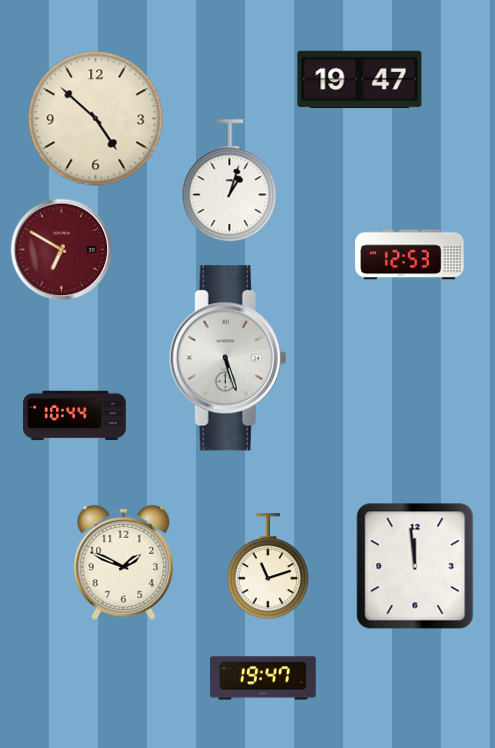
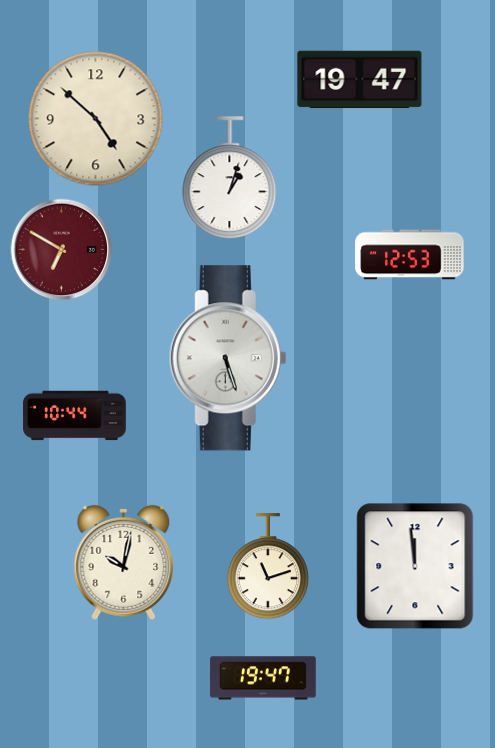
clock at (230, 181) position: (230, 181) -> (230, 178)
clock at (124, 562): 1:49 -> 10:02
